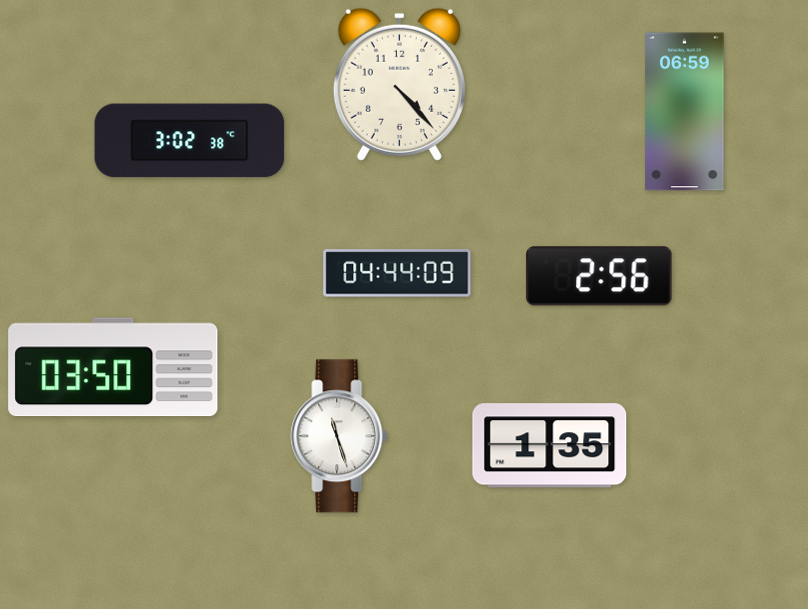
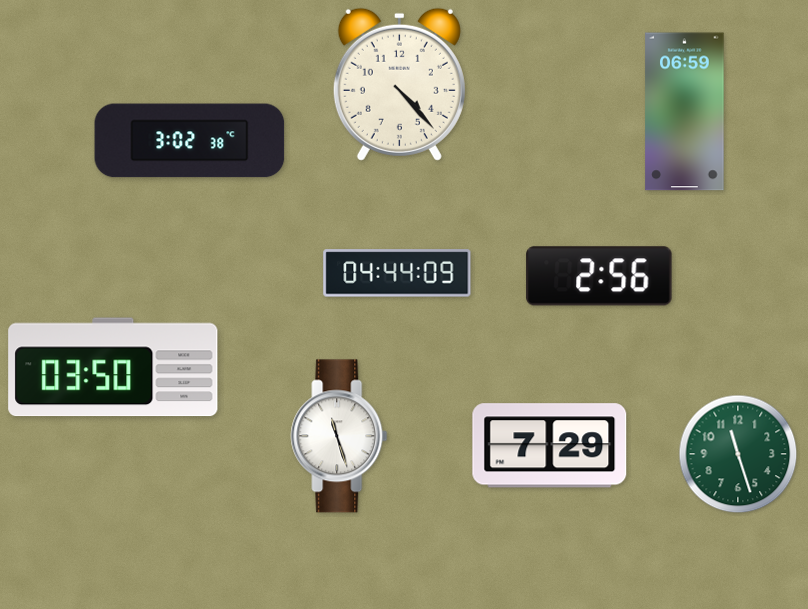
clock at (550, 446): 1:35 -> 7:29
clock at (738, 454): none -> 11:27
